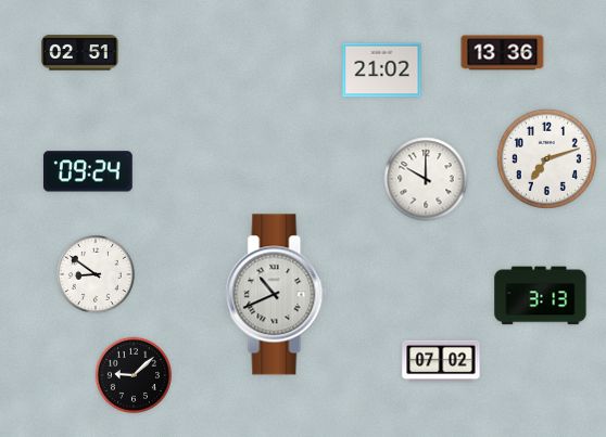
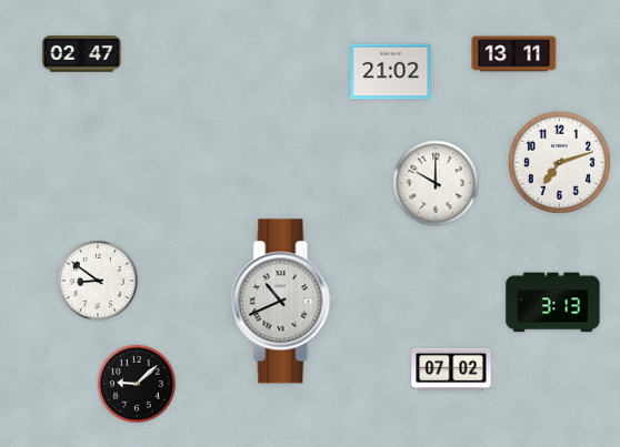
clock at (80, 53): 02:51 -> 02:47
clock at (503, 53): 13:36 -> 13:11
clock at (88, 171): 09:24 -> none
